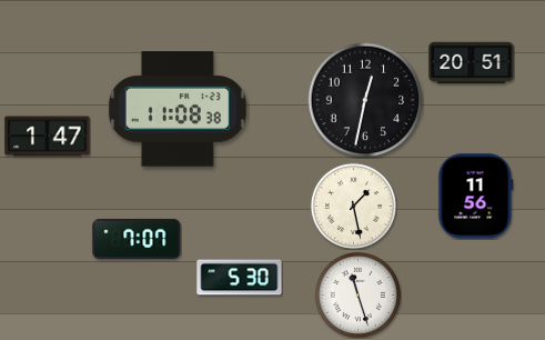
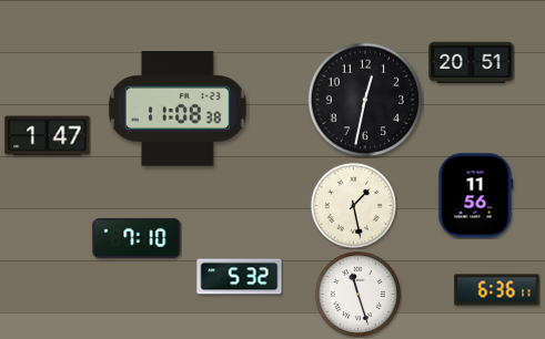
clock at (137, 239): 7:07 -> 7:10
clock at (240, 278): 5:30 -> 5:32
clock at (497, 290): none -> 6:36
